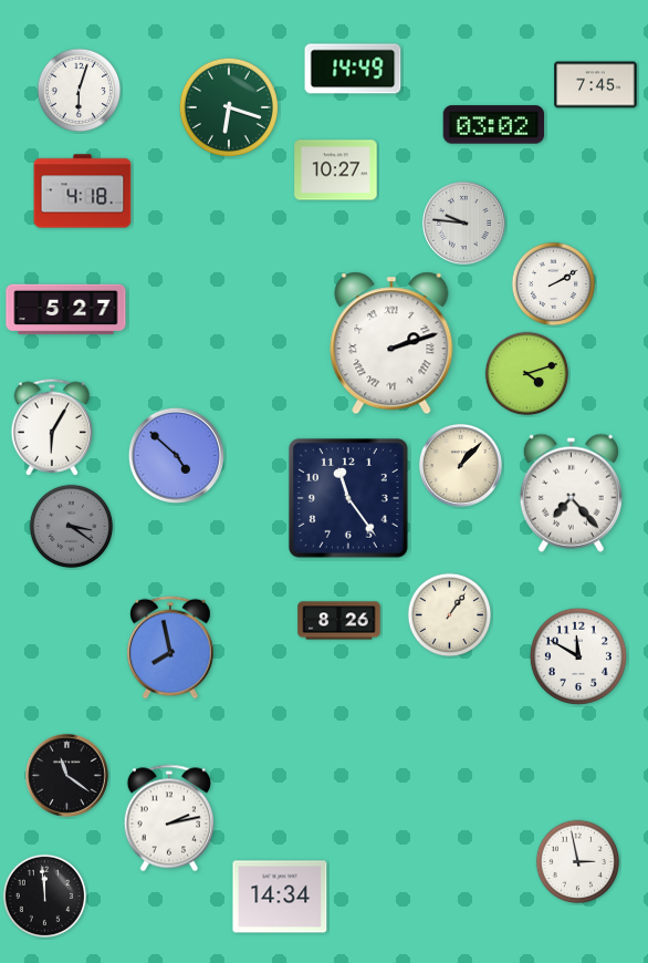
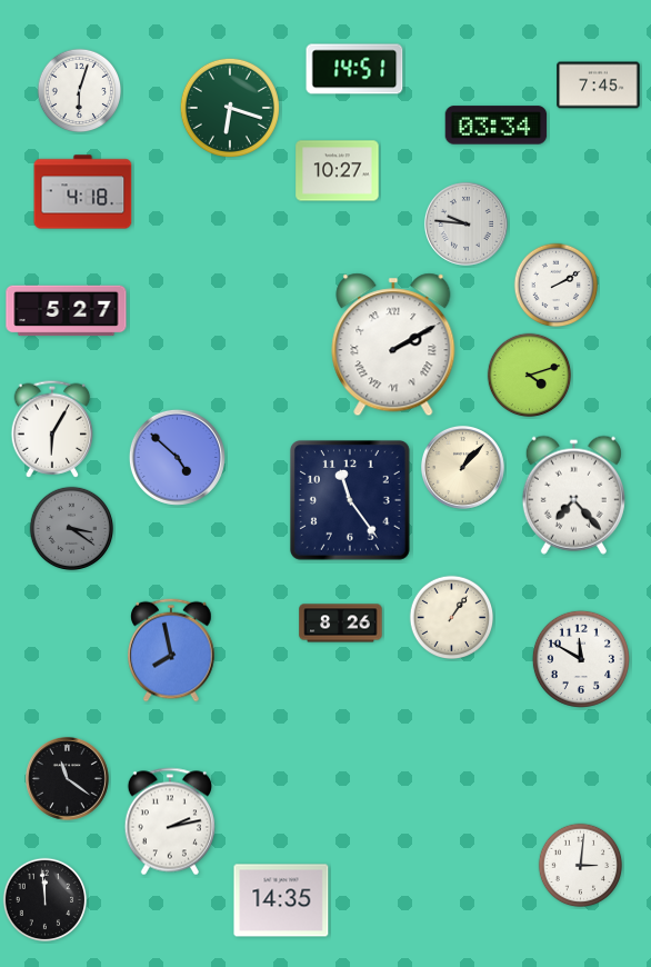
clock at (353, 69): 14:49 -> 14:51
clock at (494, 125): 03:02 -> 03:34
clock at (391, 343): 2:12 -> 2:10
clock at (578, 862): 2:58 -> 3:01
clock at (280, 897): 14:34 -> 14:35
